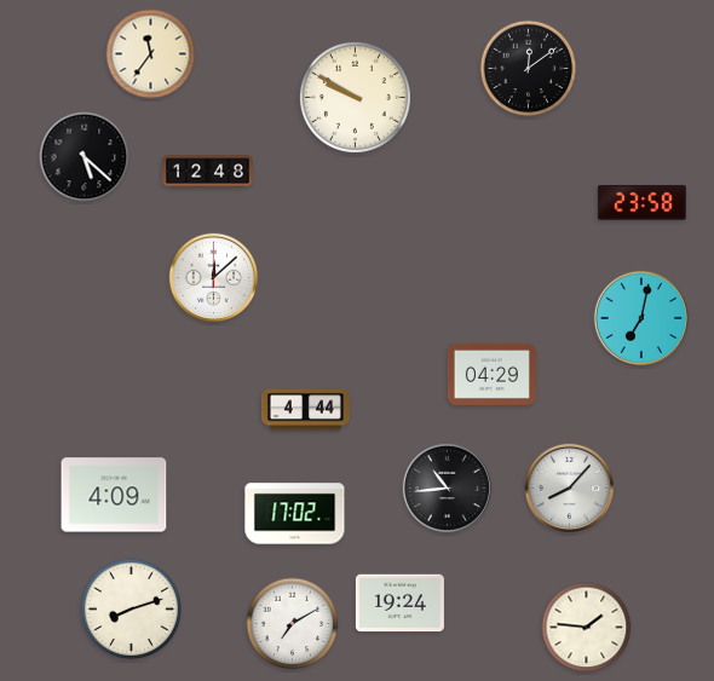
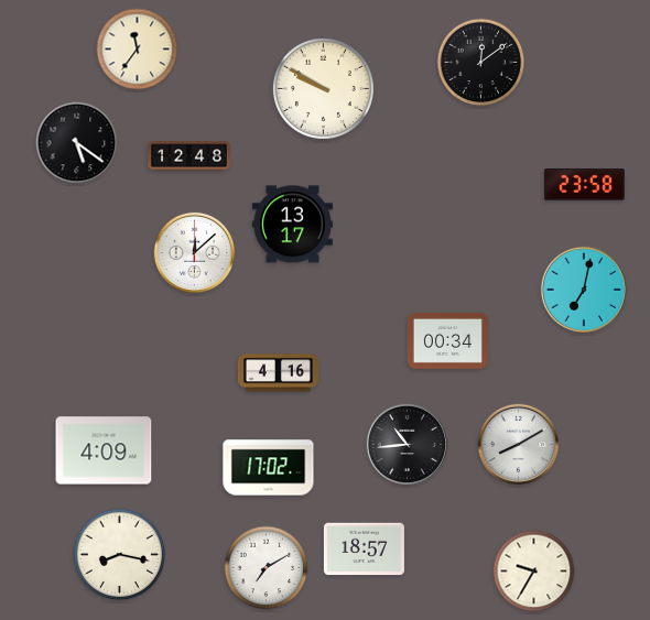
clock at (85, 157): 5:22 -> 5:21
clock at (292, 225): none -> 13:17
clock at (491, 374): 04:29 -> 00:34
clock at (305, 410): 4:44 -> 4:16
clock at (569, 487): 8:07 -> 8:10
clock at (399, 604): 19:24 -> 18:57
clock at (132, 610): 8:12 -> 8:17
clock at (587, 628): 1:46 -> 9:35
